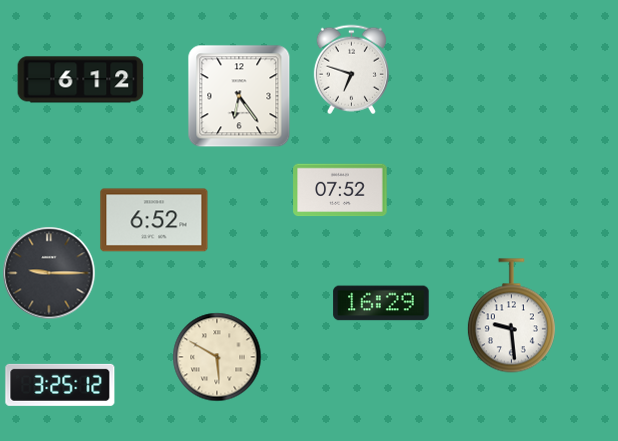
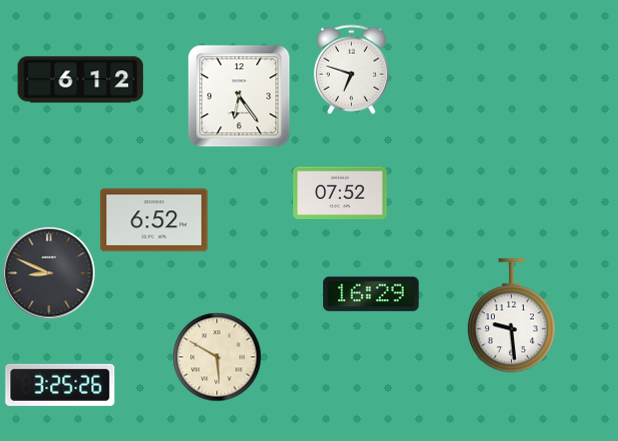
clock at (340, 190) position: (340, 190) -> (340, 193)
clock at (49, 273): 9:15 -> 8:49
clock at (381, 303) position: (381, 303) -> (371, 294)
clock at (60, 385): 3:25:12 -> 3:25:26
